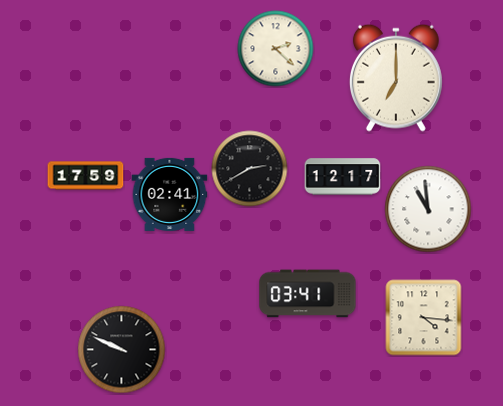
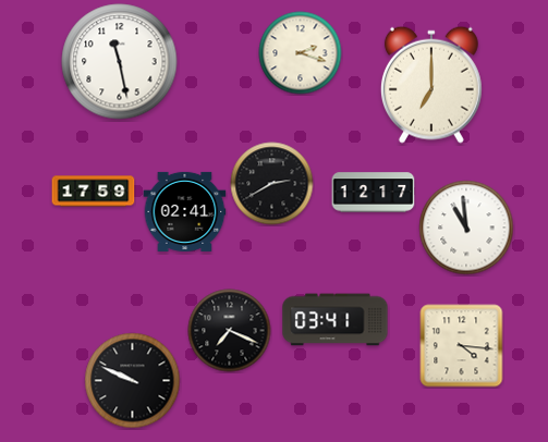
clock at (276, 49): 2:22 -> 2:18
clock at (120, 62): none -> 11:28
clock at (230, 331): none -> 7:19
